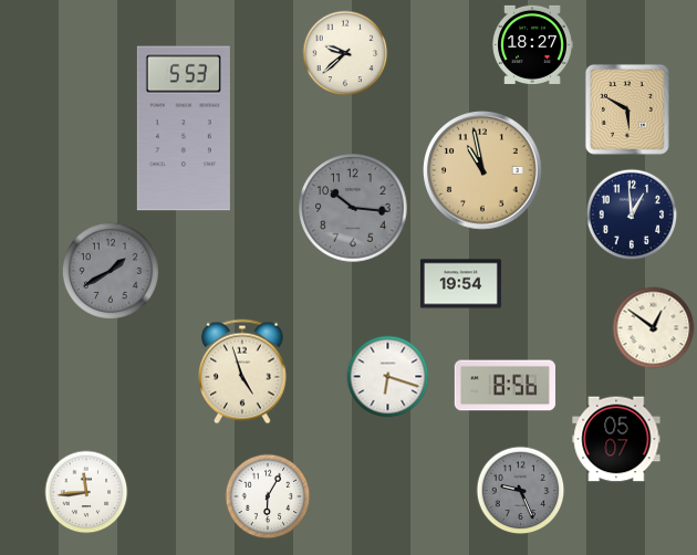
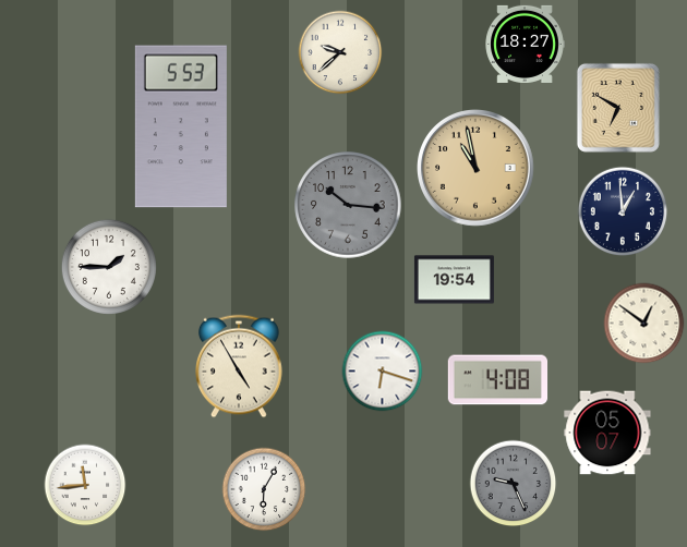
clock at (627, 109): 5:50 -> 6:50
clock at (111, 271): 1:40 -> 1:45
clock at (111, 271) dial: grey -> white
clock at (243, 371): 4:57 -> 4:55
clock at (506, 386): 8:56 -> 4:08
